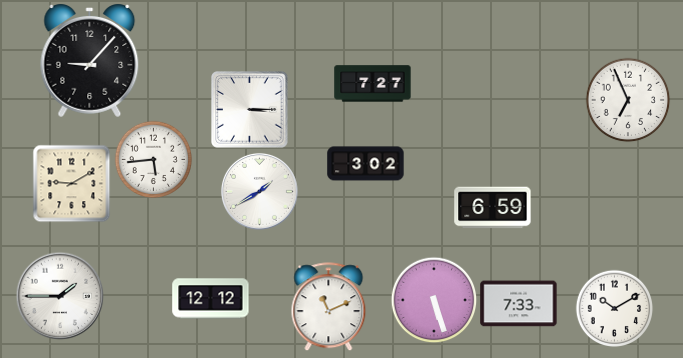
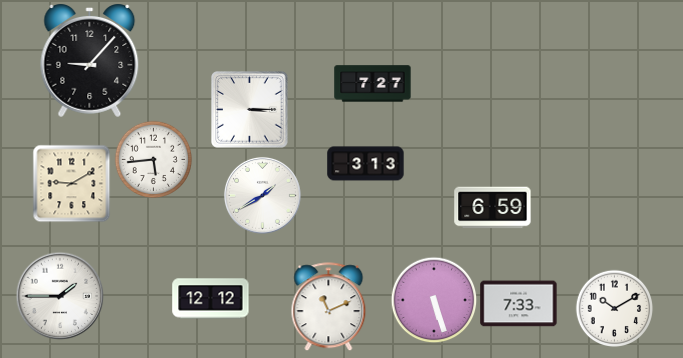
clock at (628, 100): 6:56 -> none
clock at (366, 164): 3:02 -> 3:13
clock at (259, 191) position: (259, 191) -> (262, 195)
